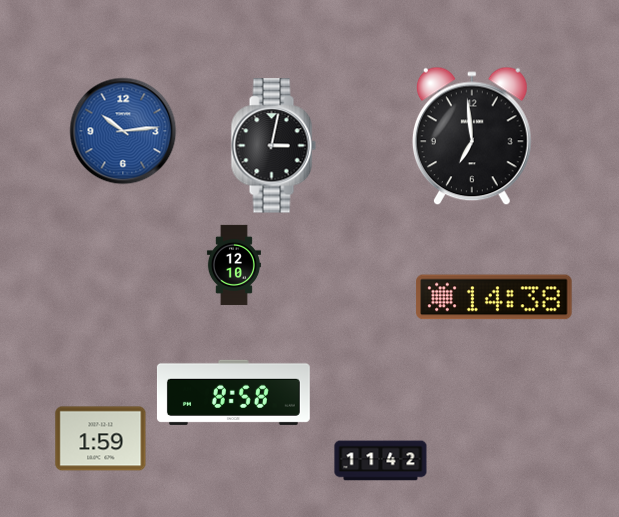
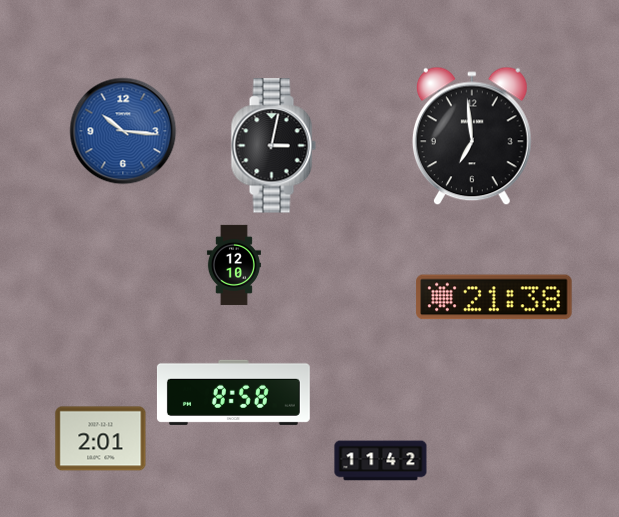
clock at (123, 131): 10:14 -> 10:16
clock at (494, 297): 14:38 -> 21:38
clock at (101, 439): 1:59 -> 2:01
